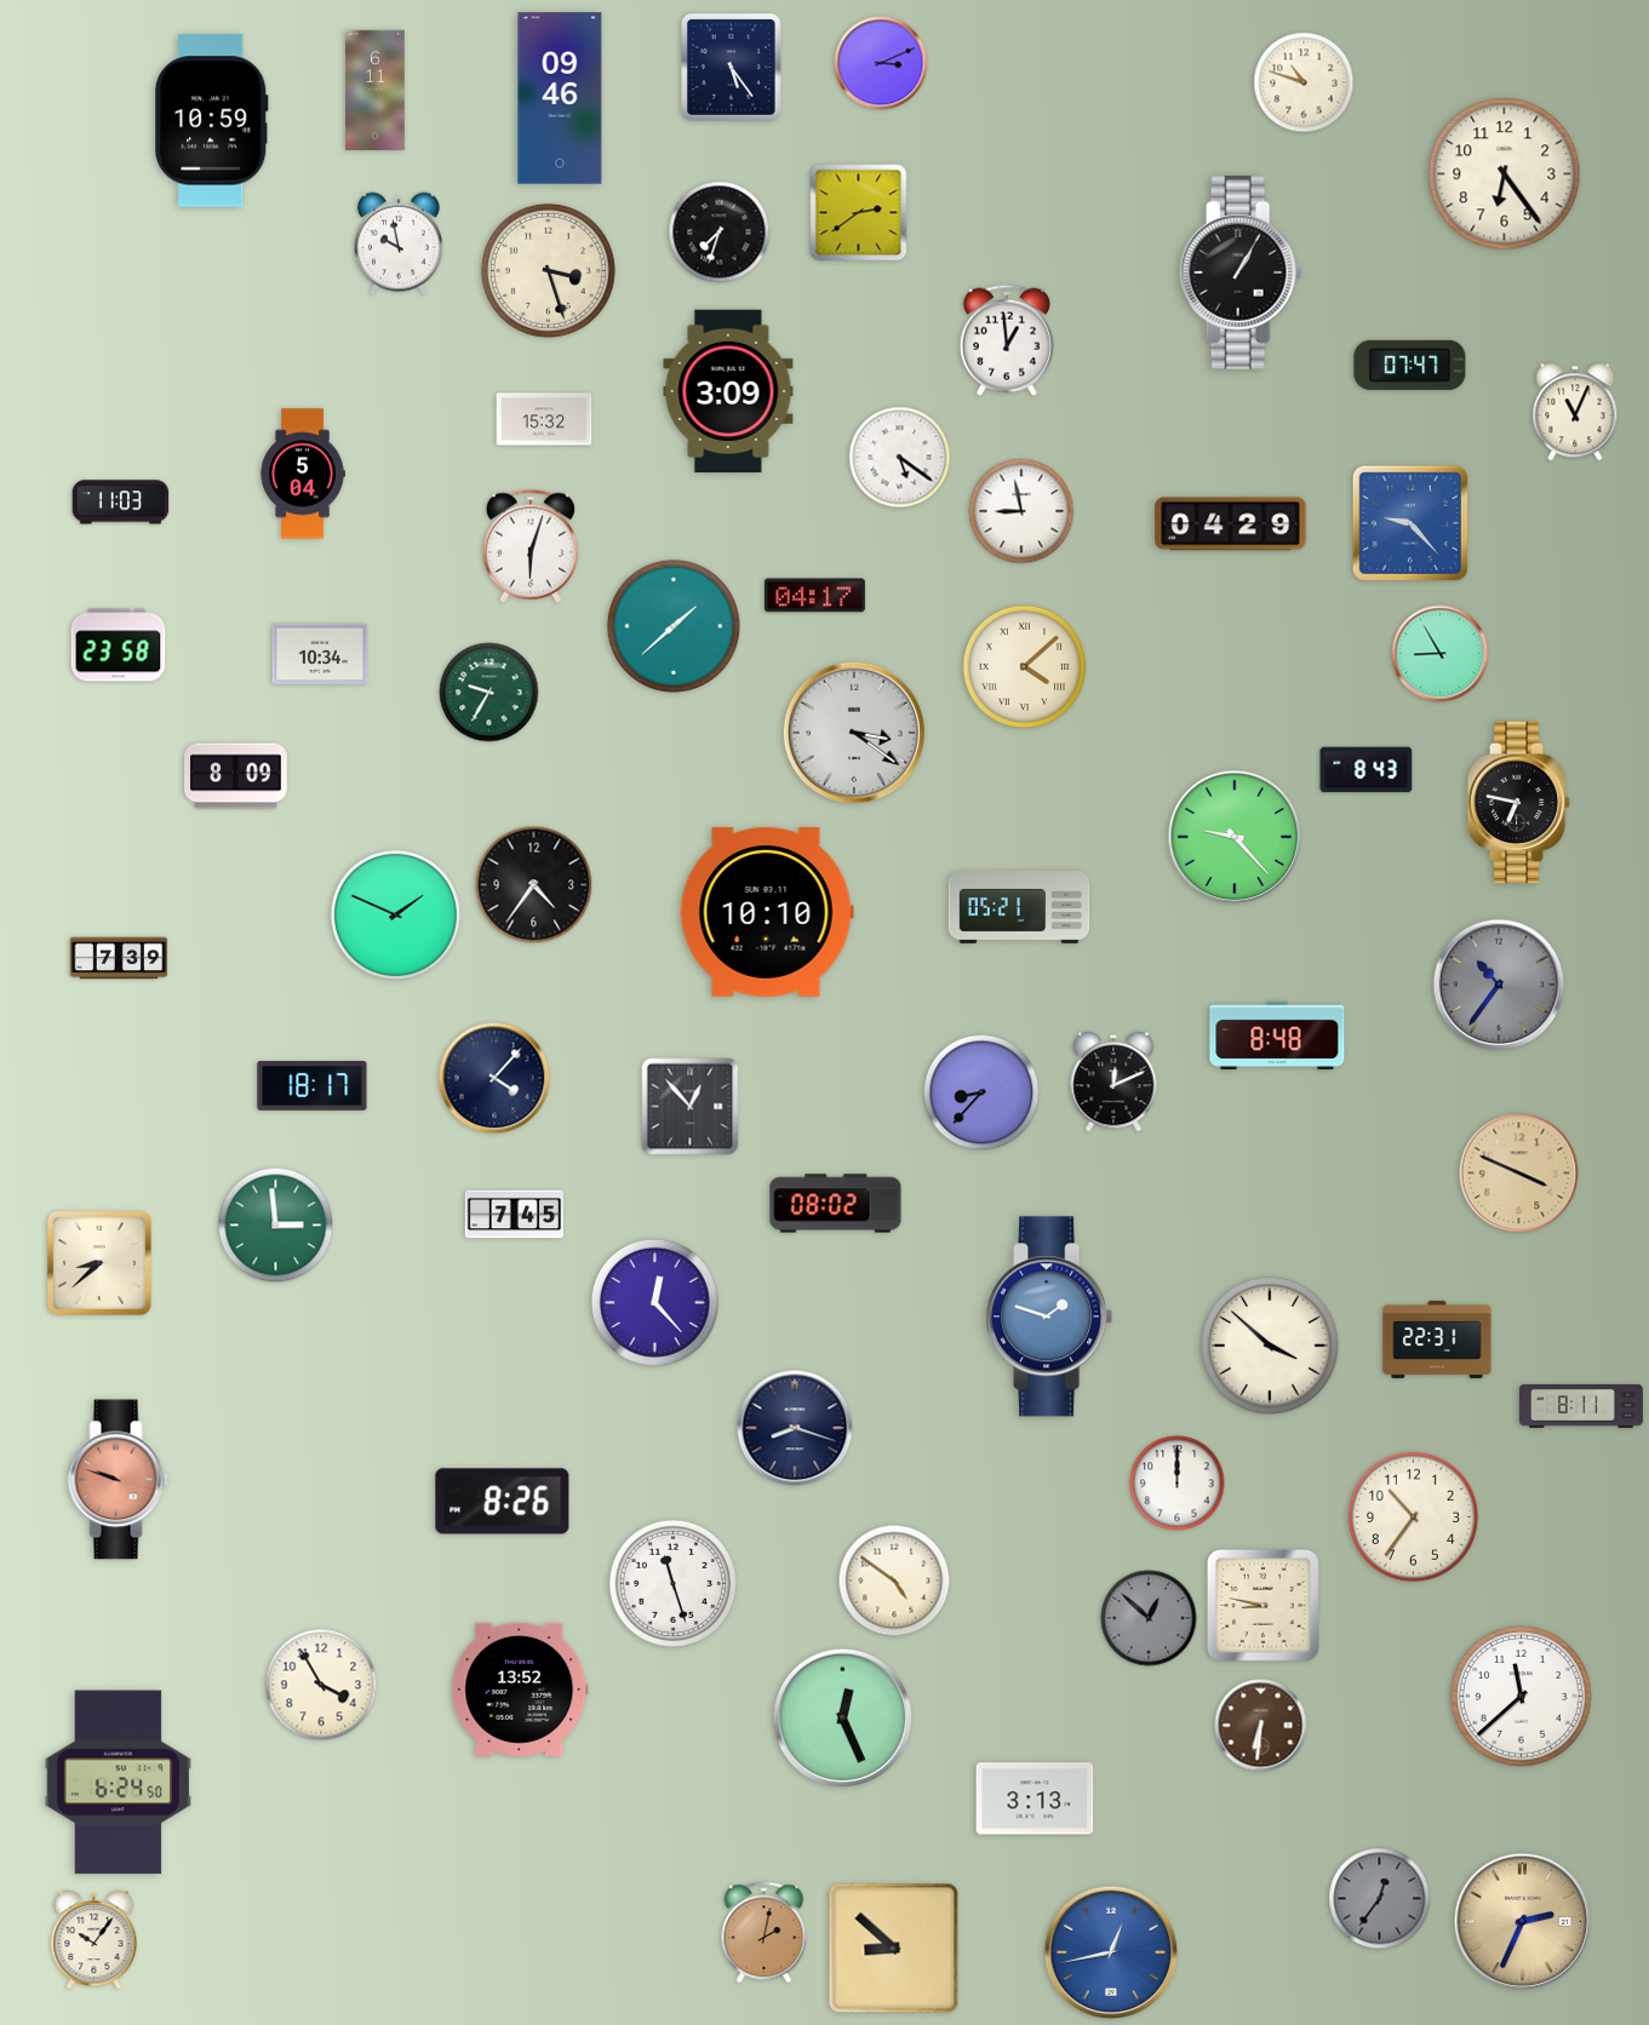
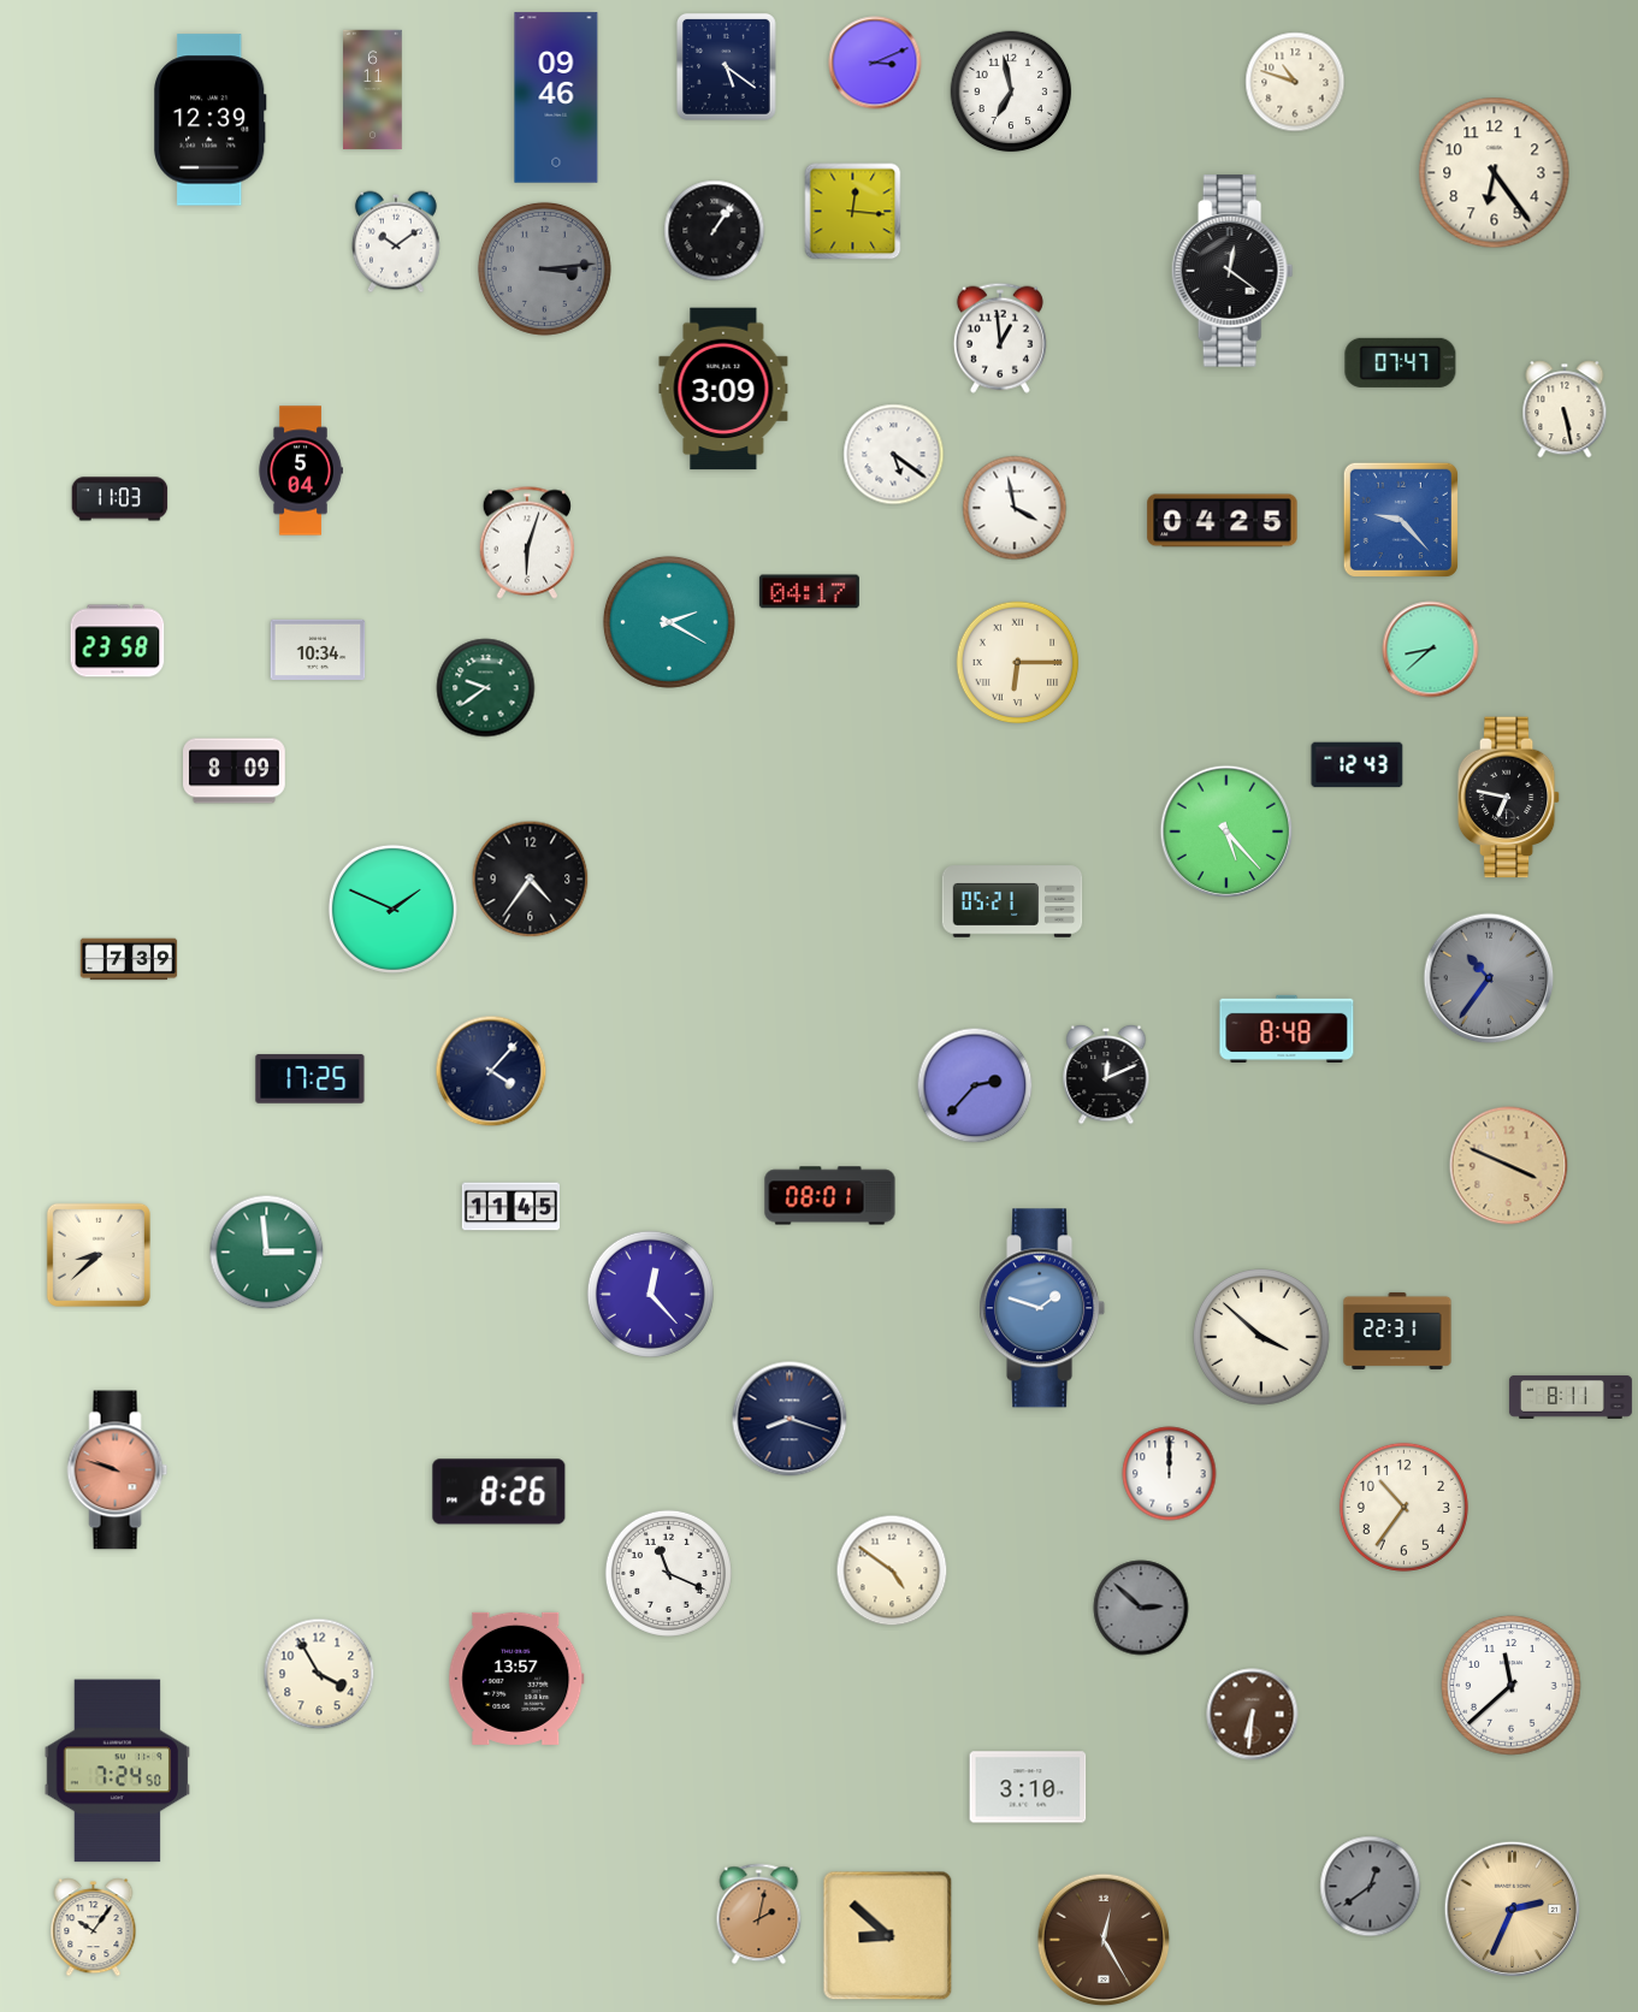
clock at (731, 68): 5:24 -> 5:21
clock at (1011, 91): none -> 6:58
clock at (212, 121): 10:59 -> 12:39
clock at (859, 213): 2:39 -> 12:16
clock at (720, 233): 7:33 -> 1:06
clock at (399, 243): 9:58 -> 10:09
clock at (548, 270): 3:27 -> 3:14
clock at (548, 270) dial: cream -> grey
clock at (1241, 273): 1:05 -> 12:21
clock at (1575, 412): 11:04 -> 5:28
clock at (544, 419): 15:32 -> none
clock at (1021, 511): 8:58 -> 3:58
clock at (1231, 524): 04:29 -> 04:25
clock at (674, 626): 1:38 -> 2:20
clock at (1441, 654): 8:55 -> 8:38
clock at (1025, 667): 4:08 -> 6:15
clock at (489, 693): 9:35 -> 9:39
clock at (854, 733): 3:21 -> none
clock at (1367, 770): 8:43 -> 12:43
clock at (1235, 837): 9:23 -> 5:23
clock at (767, 912): 10:10 -> none
clock at (119, 958) position: (119, 958) -> (129, 959)
clock at (1277, 1036) position: (1277, 1036) -> (1287, 1029)
clock at (313, 1086): 18:17 -> 17:25
clock at (981, 1092): 8:37 -> 2:37
clock at (691, 1107): 12:53 -> none
clock at (836, 1204): 08:02 -> 08:01
clock at (514, 1215): 7:45 -> 11:45
clock at (276, 1226) position: (276, 1226) -> (267, 1253)
clock at (1437, 1340) position: (1437, 1340) -> (1397, 1331)
clock at (894, 1581) position: (894, 1581) -> (892, 1570)
clock at (672, 1583): 11:27 -> 11:19
clock at (1262, 1605): 8:47 -> none
clock at (1149, 1618): 12:52 -> 2:52
clock at (520, 1690): 13:52 -> 13:57
clock at (842, 1717): 12:26 -> none
clock at (118, 1783): 6:24 -> 7:24
clock at (1035, 1799): 3:13 -> 3:10
clock at (1380, 1899): 12:36 -> 12:39
clock at (765, 1933) position: (765, 1933) -> (759, 1915)
clock at (1111, 1952): 12:43 -> 12:25
clock at (1111, 1952) dial: blue -> brown
